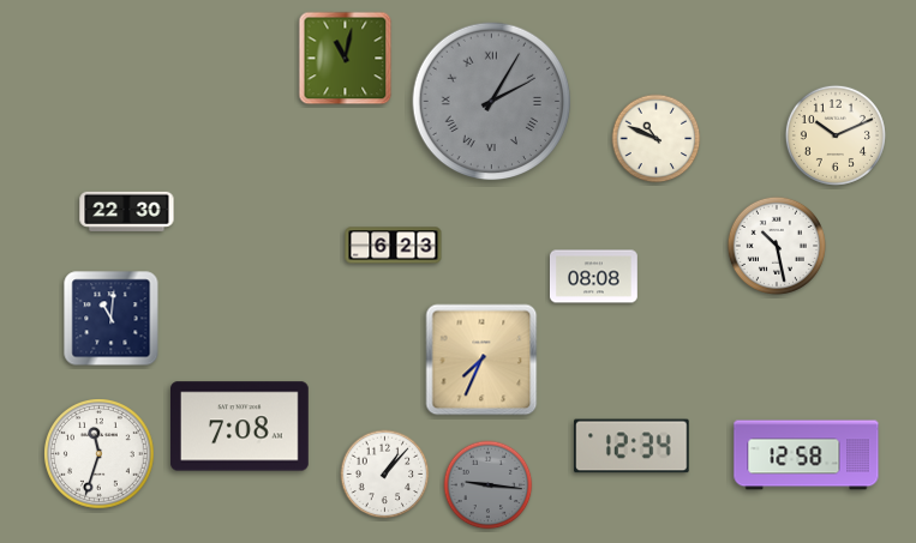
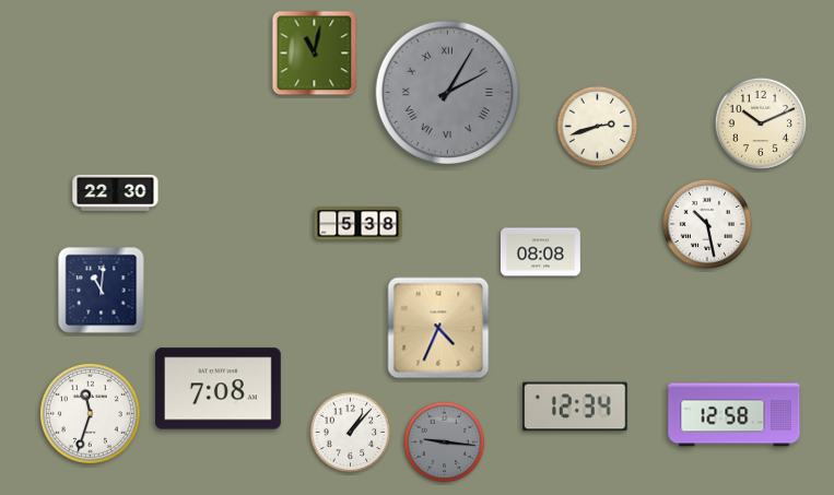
clock at (657, 139): 10:49 -> 2:42
clock at (394, 246): 6:23 -> 5:38
clock at (481, 360): 7:34 -> 4:34
